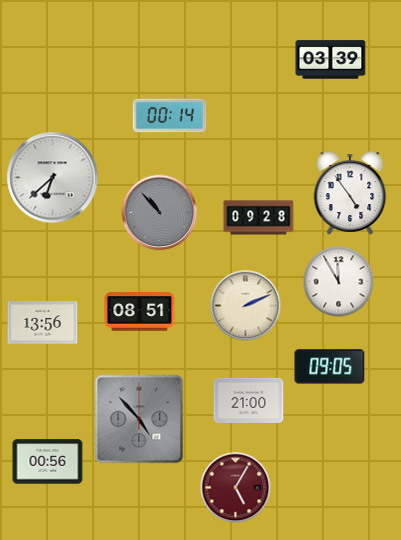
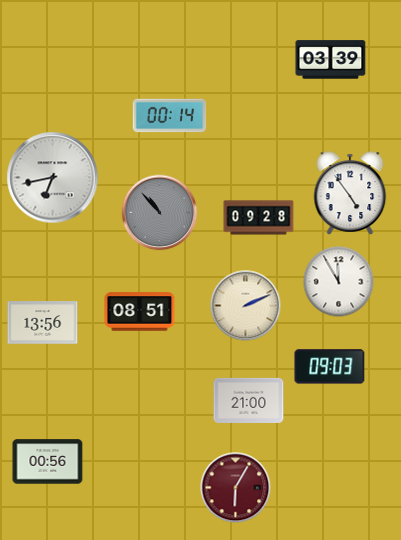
clock at (53, 178): 6:38 -> 6:43
clock at (330, 367): 09:05 -> 09:03
clock at (139, 419): 4:53 -> none
clock at (236, 488): 5:05 -> 6:05
